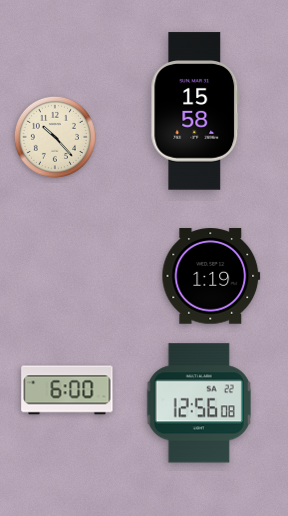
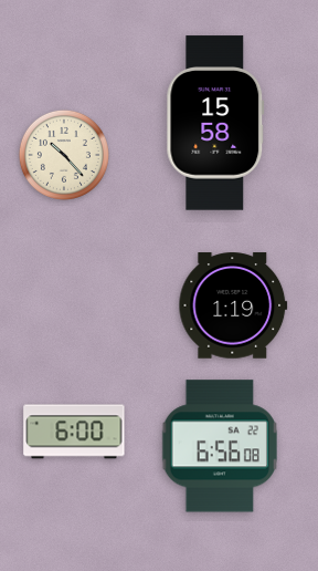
clock at (55, 137) position: (55, 137) -> (64, 155)
clock at (199, 403): 12:56 -> 6:56
